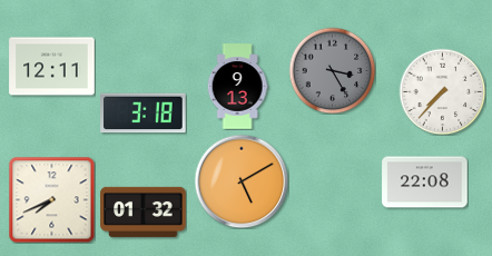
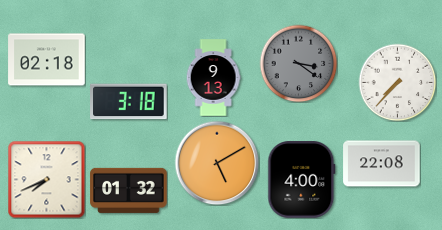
clock at (52, 67): 12:11 -> 02:18
clock at (332, 70): 3:25 -> 3:21
clock at (302, 180): none -> 4:00
